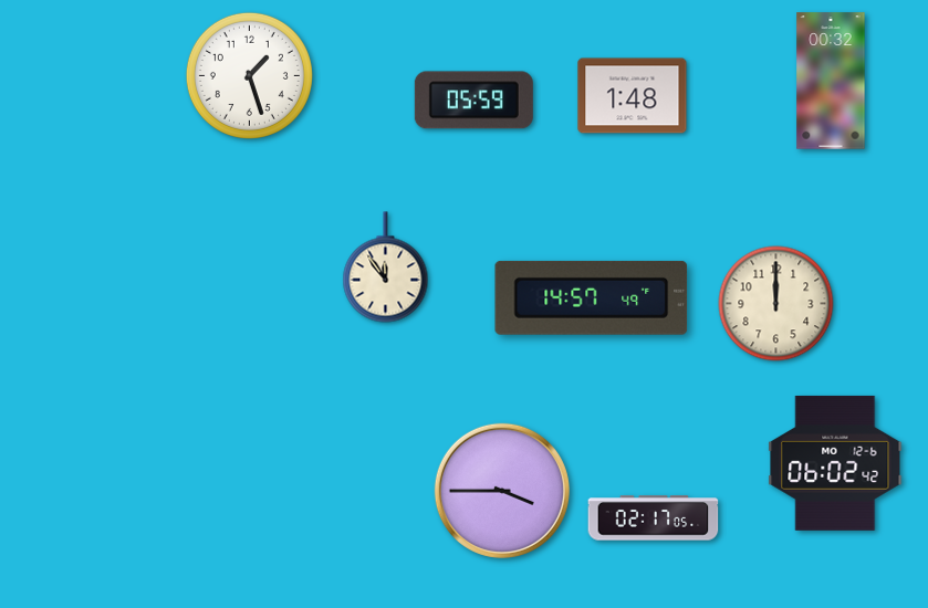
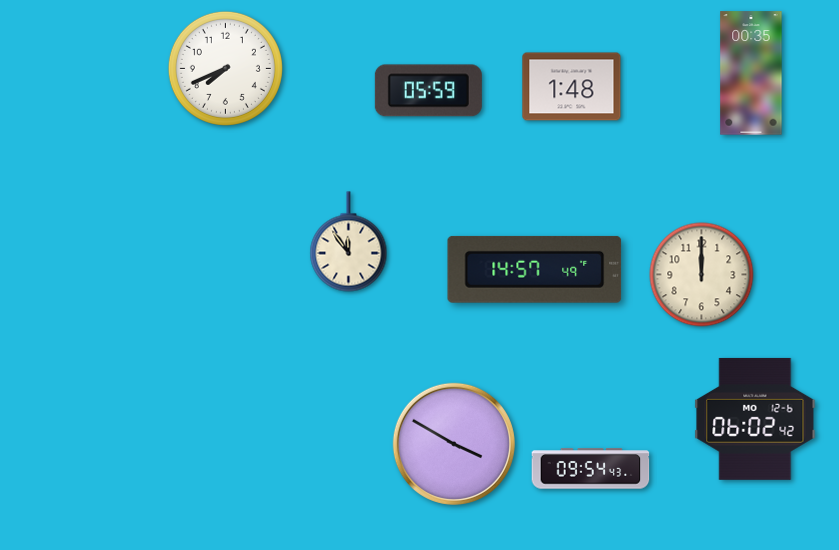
clock at (249, 75): 1:27 -> 7:41
clock at (831, 81): 00:32 -> 00:35
clock at (502, 491): 3:45 -> 3:50
clock at (654, 518): 02:17 -> 09:54
